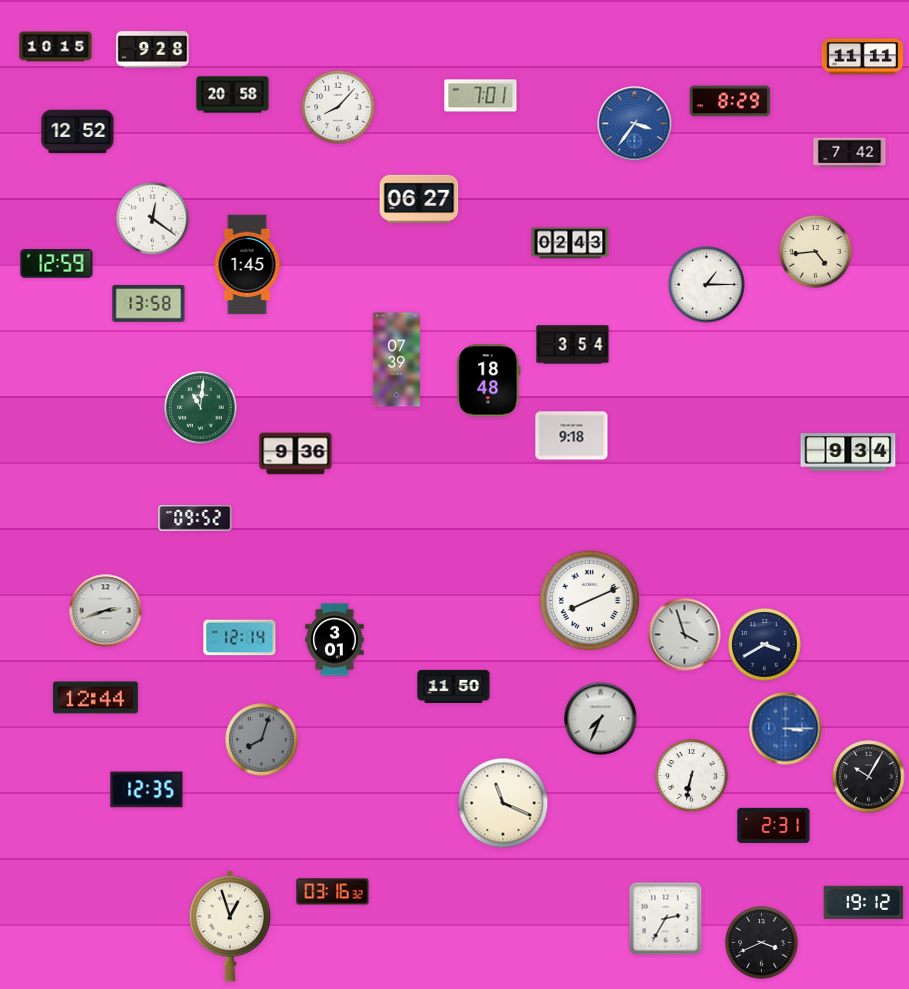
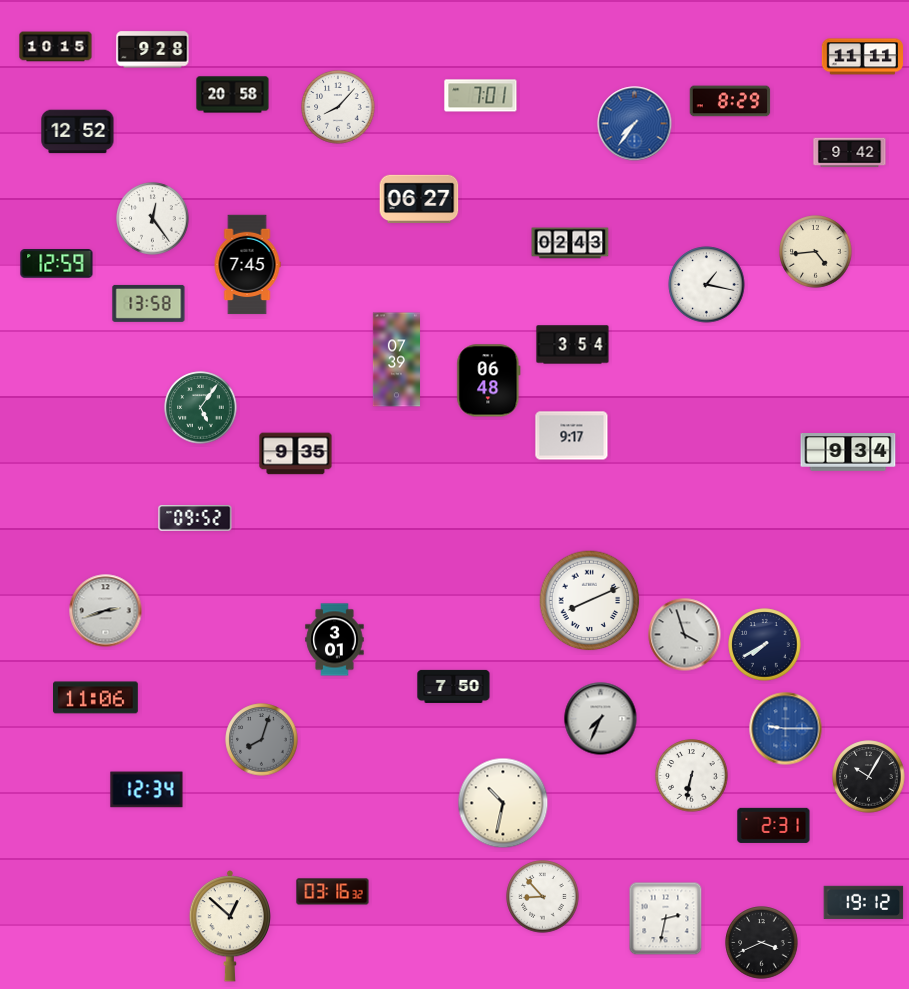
clock at (635, 124): 3:36 -> 7:36
clock at (850, 153): 7:42 -> 9:42
clock at (153, 219): 12:21 -> 12:24
clock at (247, 265): 1:45 -> 7:45
clock at (707, 285): 1:15 -> 1:17
clock at (489, 381): 18:48 -> 06:48
clock at (201, 408): 11:01 -> 5:06
clock at (572, 436): 9:18 -> 9:17
clock at (296, 454): 9:36 -> 9:35
clock at (240, 638): 12:14 -> none
clock at (765, 645): 3:40 -> 7:40
clock at (454, 686): 11:50 -> 7:50
clock at (96, 698): 12:44 -> 11:06
clock at (786, 729): 3:15 -> 9:15
clock at (147, 790): 12:35 -> 12:34
clock at (503, 803): 11:19 -> 10:32
clock at (543, 897): none -> 8:53
clock at (666, 919): 2:35 -> 2:32
clock at (229, 926): 12:57 -> 12:52
